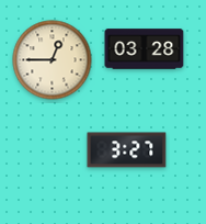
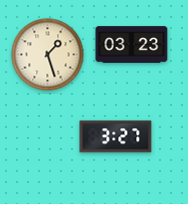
clock at (145, 49): 03:28 -> 03:23
clock at (53, 60): 12:45 -> 1:27
